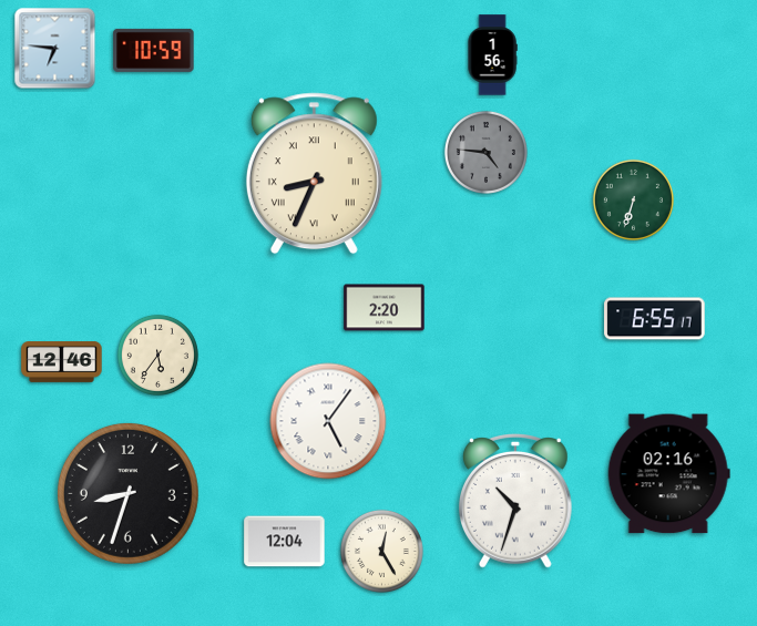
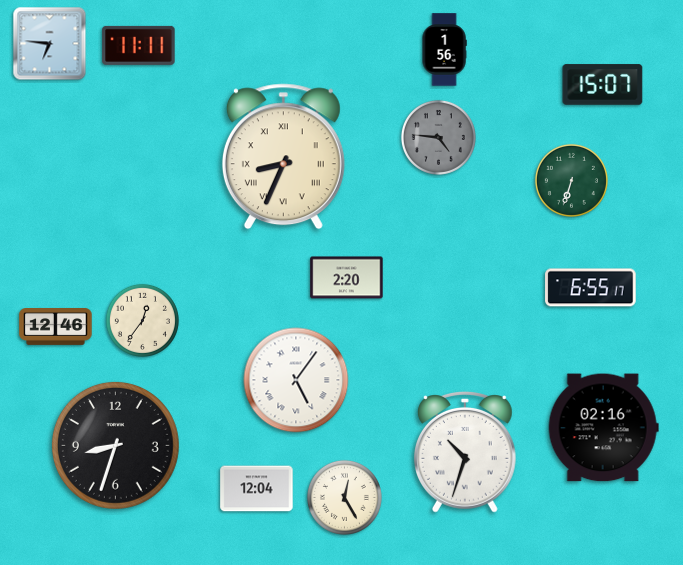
clock at (154, 50): 10:59 -> 11:11
clock at (603, 85): none -> 15:07
clock at (157, 355): 5:36 -> 12:36
